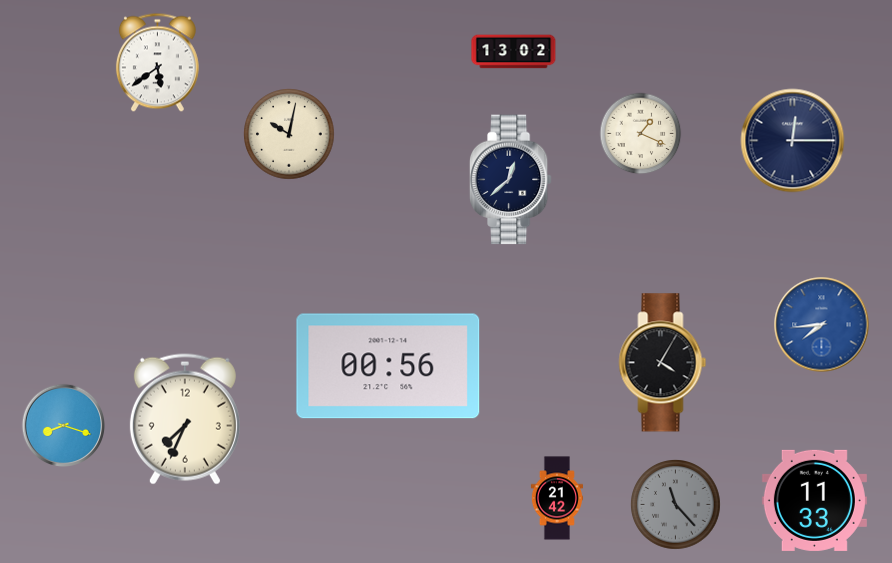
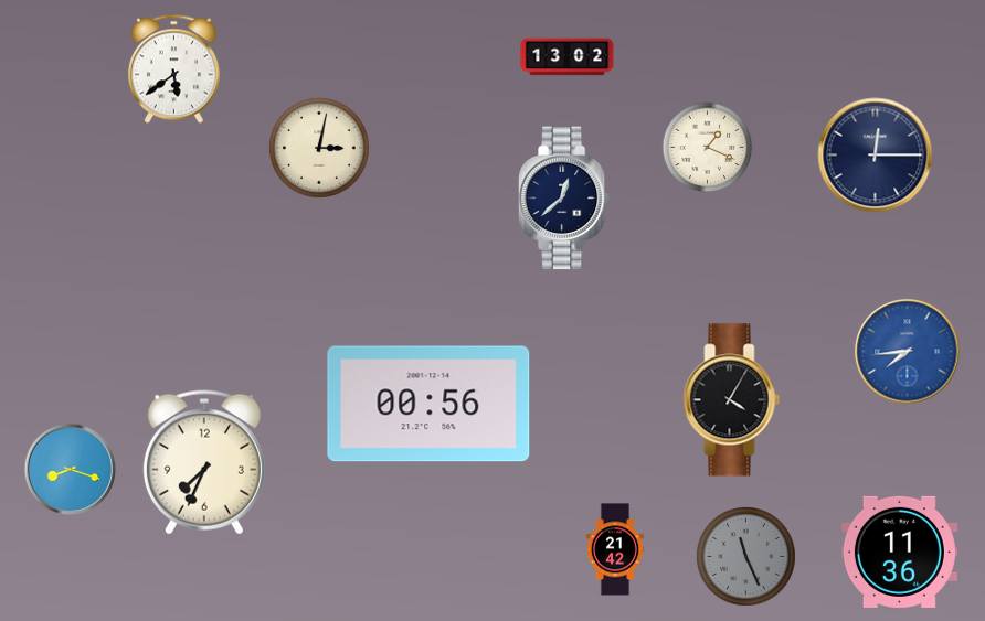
clock at (289, 134): 10:02 -> 3:02
clock at (822, 325) position: (822, 325) -> (908, 352)
clock at (814, 500): 11:33 -> 11:36
clock at (676, 505): 11:23 -> 11:26
